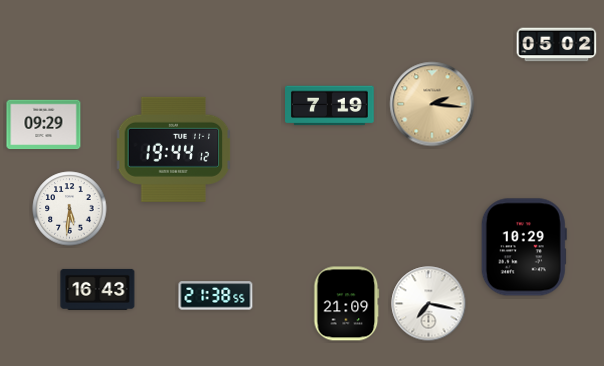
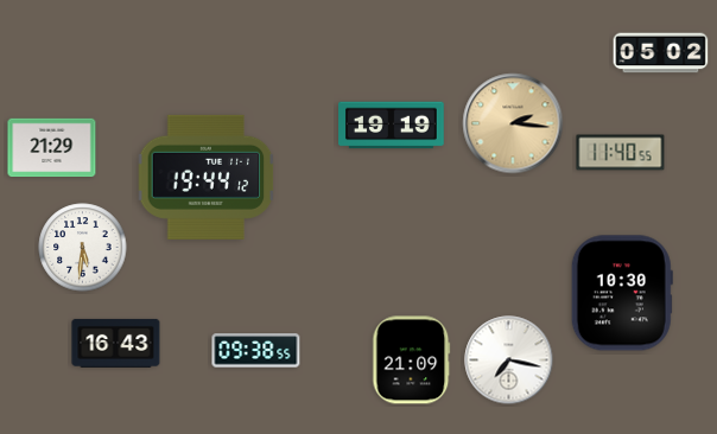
clock at (330, 106): 7:19 -> 19:19
clock at (44, 125): 09:29 -> 21:29
clock at (621, 153): none -> 11:40
clock at (524, 247): 10:29 -> 10:30
clock at (216, 296): 21:38 -> 09:38
